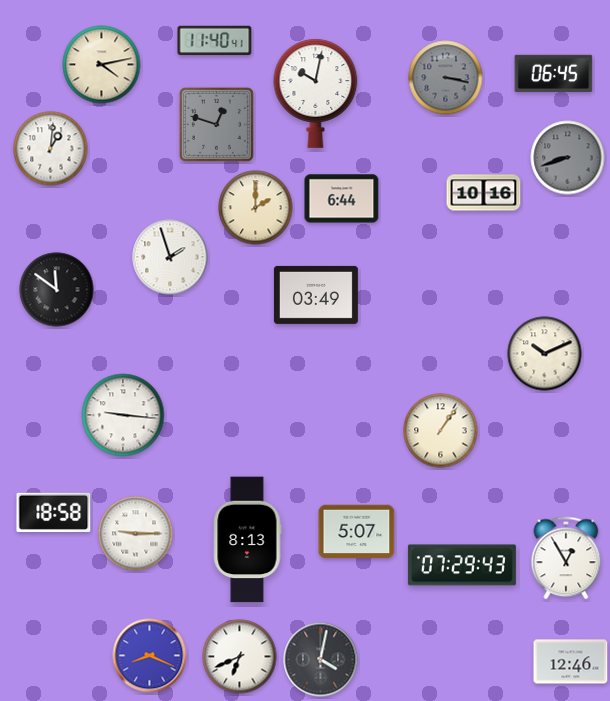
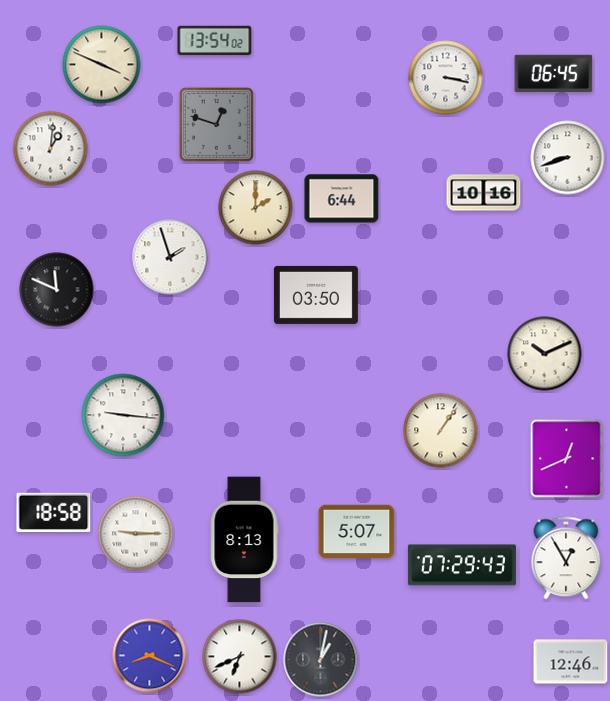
clock at (215, 41): 11:40 -> 13:54
clock at (102, 65): 4:13 -> 3:49
clock at (446, 78) dial: grey -> white
clock at (316, 93): 10:02 -> none
clock at (568, 158) dial: grey -> white
clock at (57, 290): 11:51 -> 11:49
clock at (316, 295): 03:49 -> 03:50
clock at (567, 459): none -> 12:41
clock at (247, 540) position: (247, 540) -> (244, 540)
clock at (321, 660): 4:02 -> 1:02
